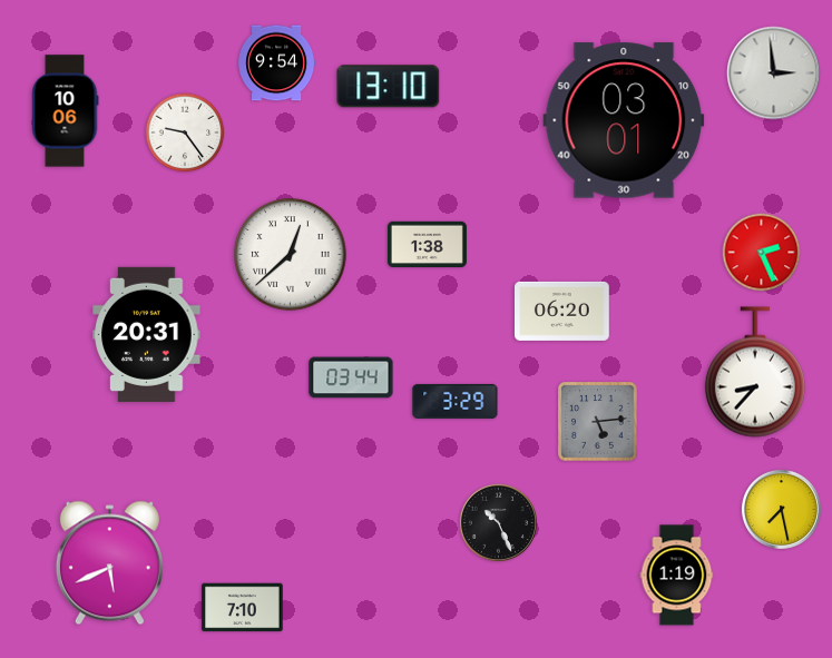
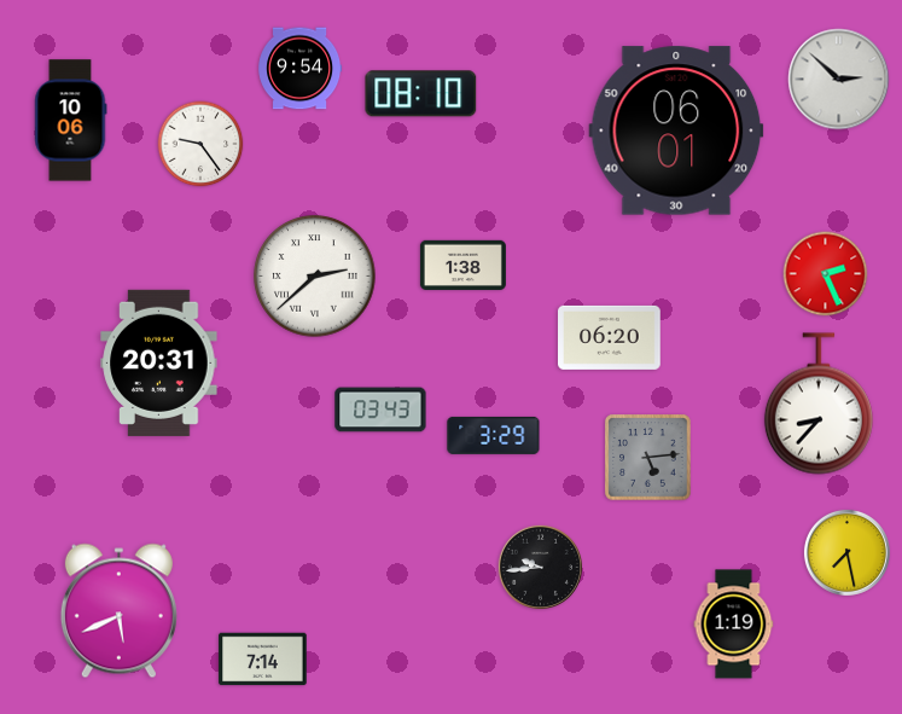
clock at (774, 73): 2:59 -> 2:52
clock at (389, 87): 13:10 -> 08:10
clock at (624, 120): 03:01 -> 06:01
clock at (291, 255): 12:38 -> 2:38
clock at (351, 377): 03:44 -> 03:43
clock at (498, 522): 10:26 -> 9:44
clock at (243, 608): 7:10 -> 7:14
